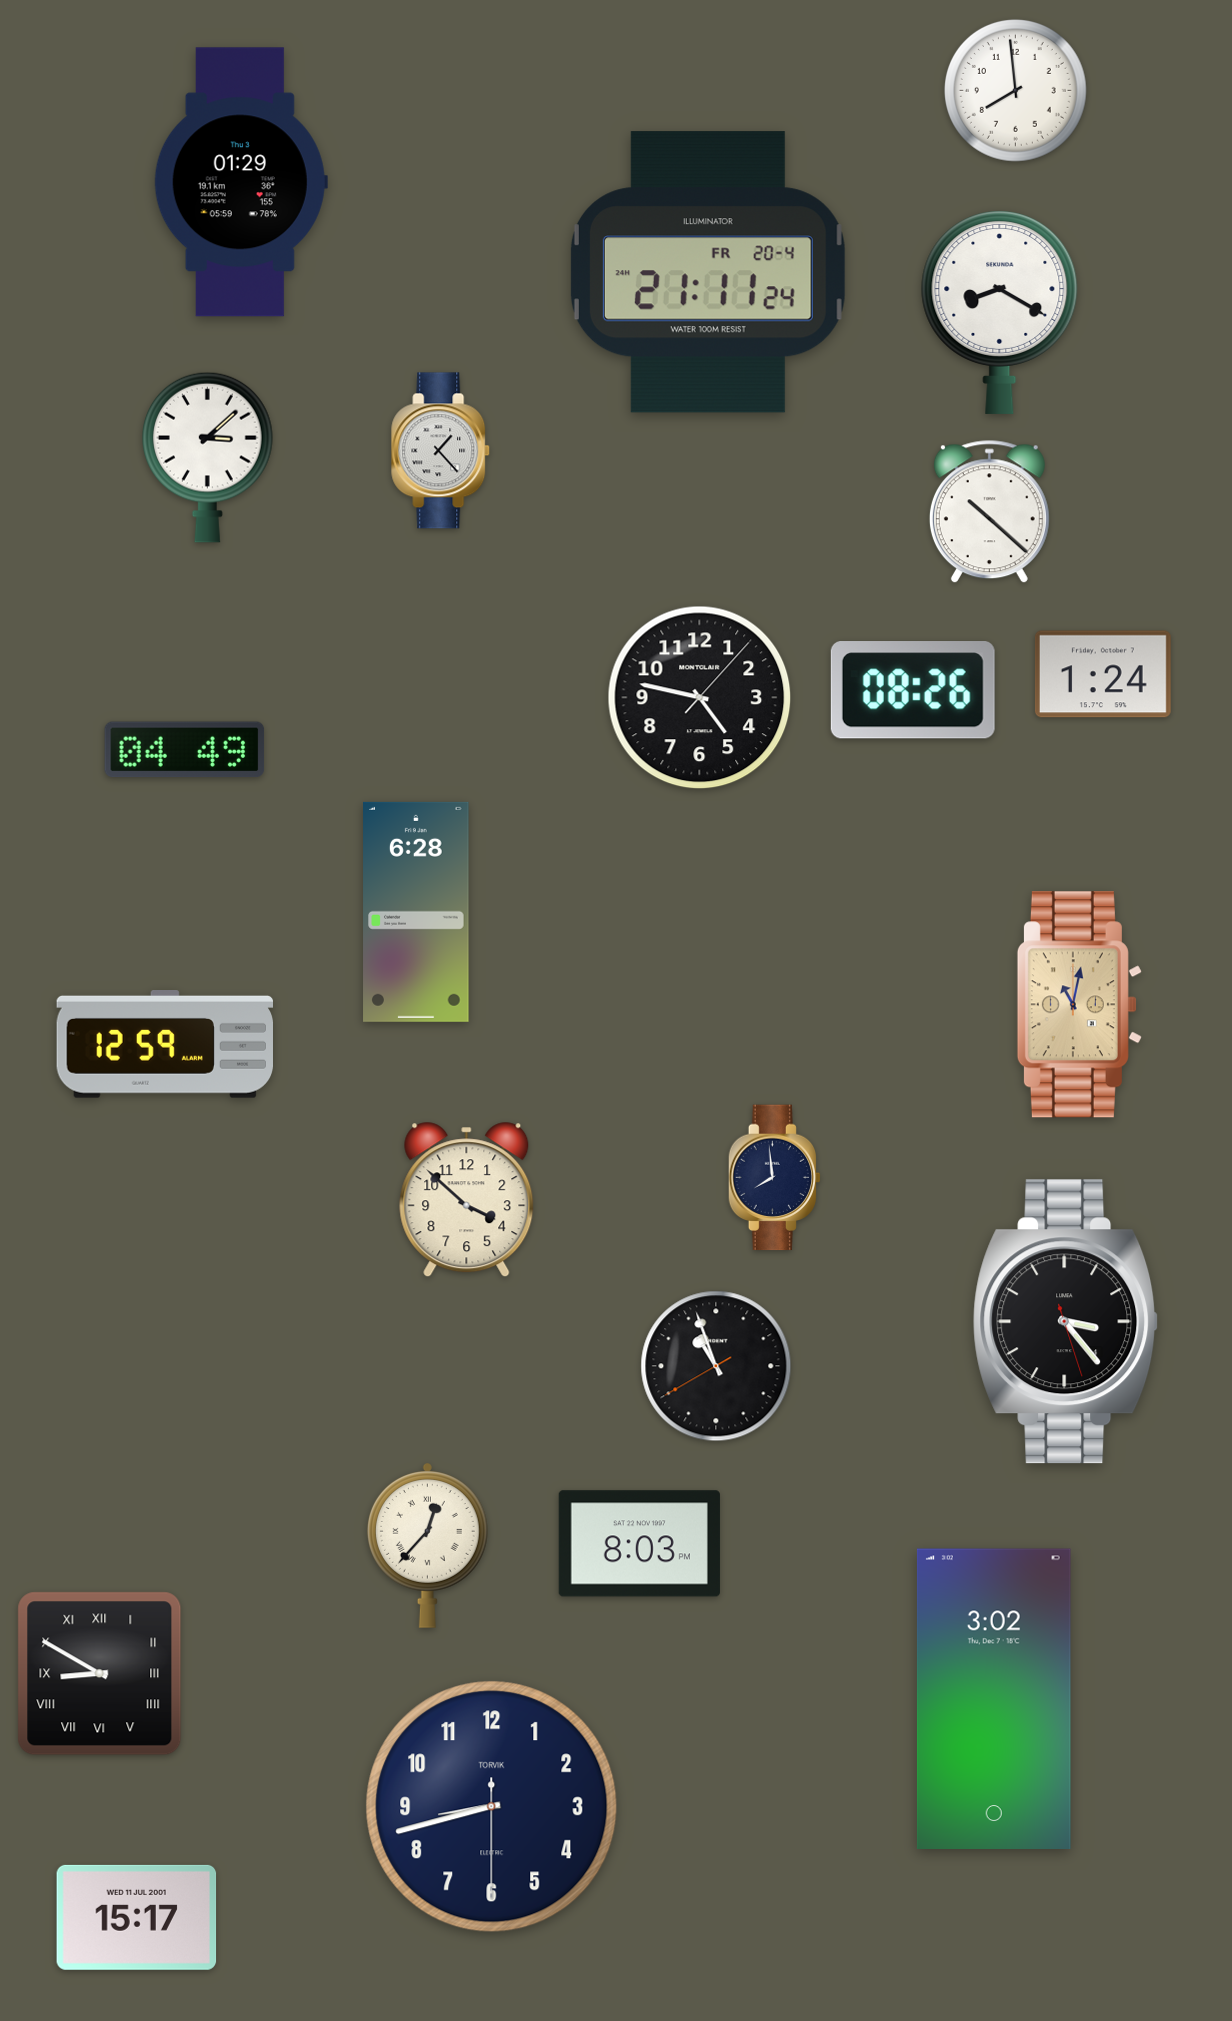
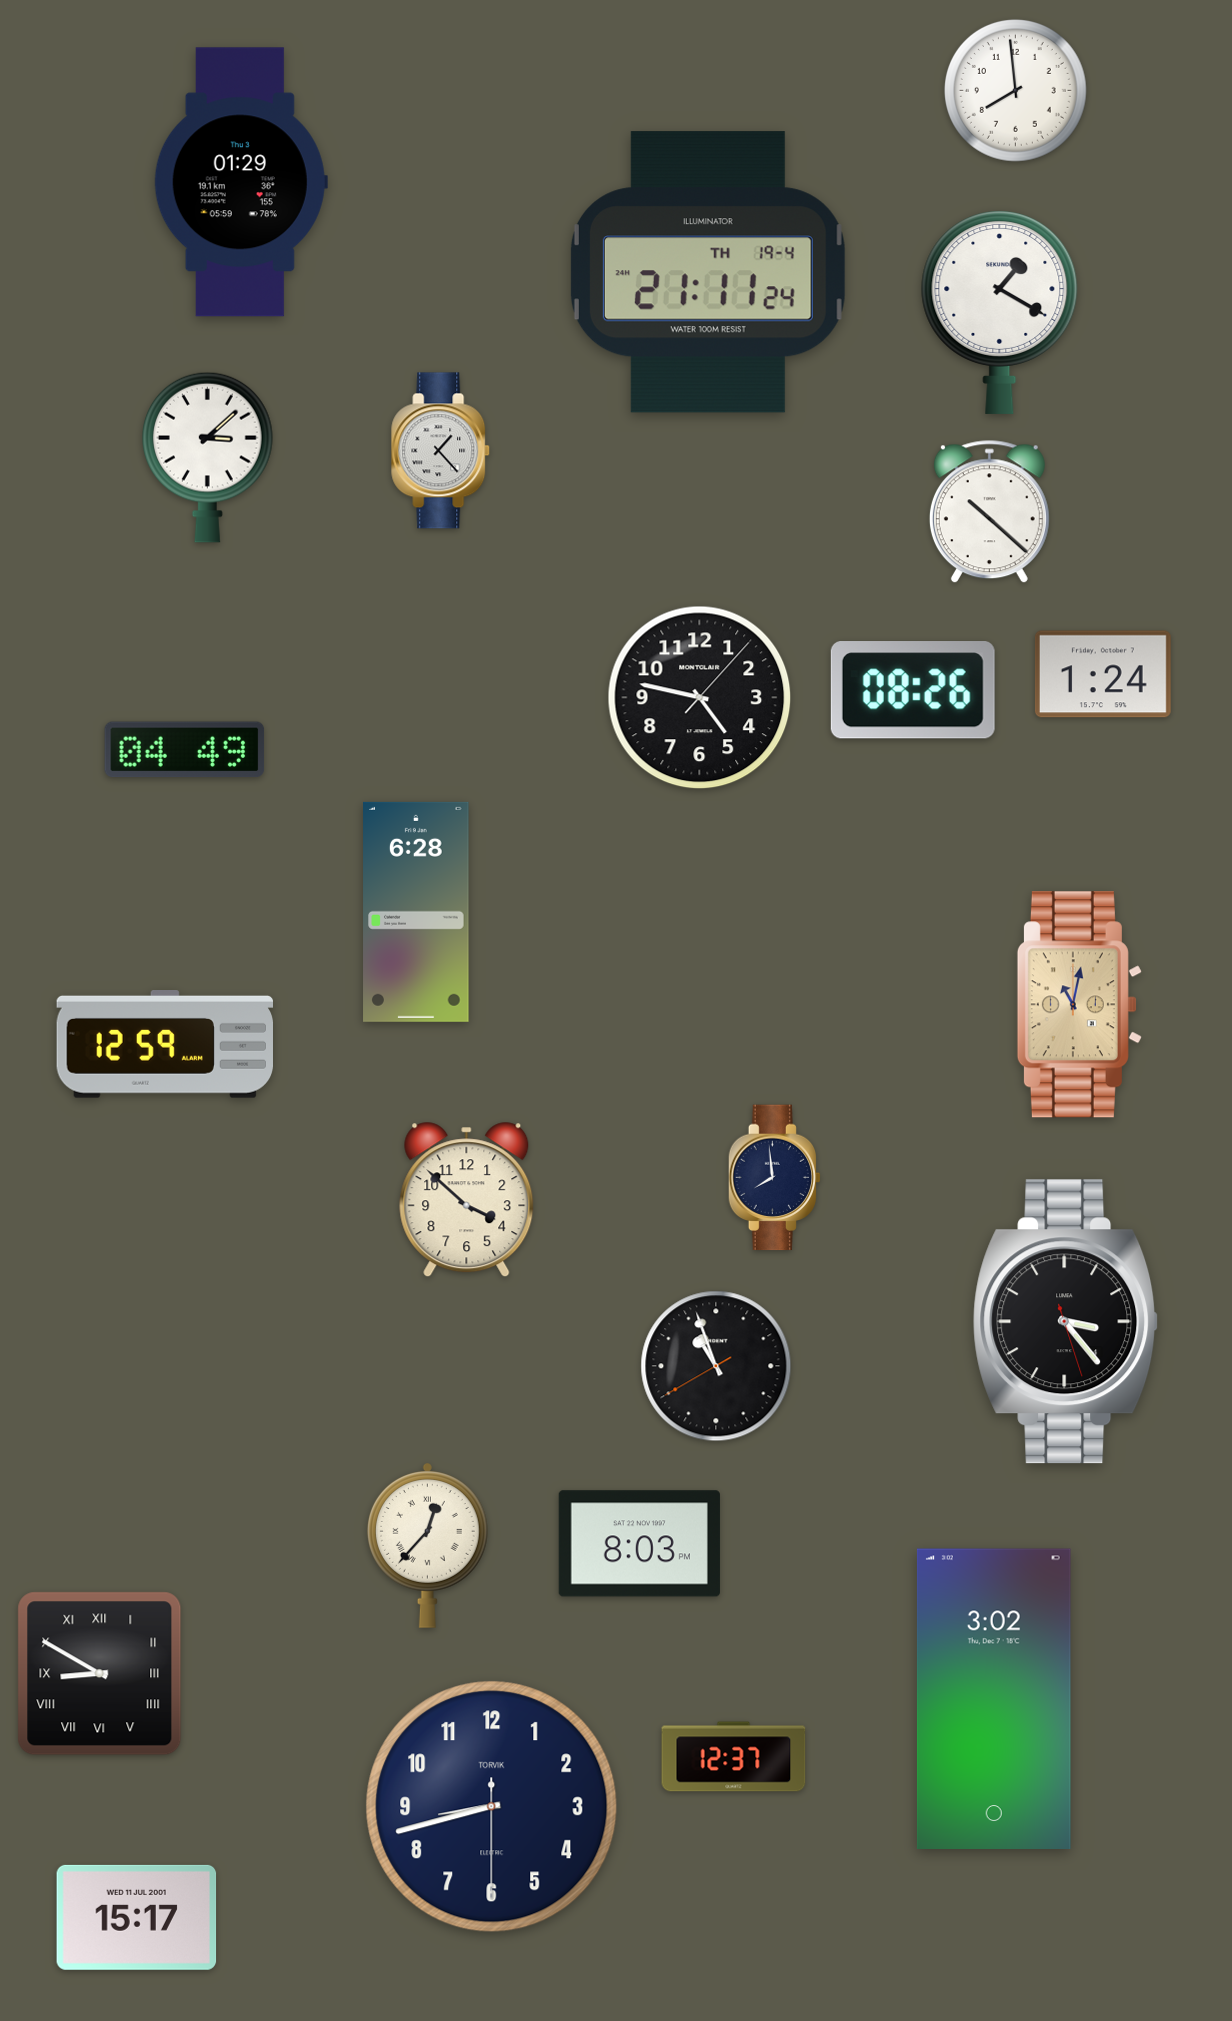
clock at (708, 272) date: FR 20-4 -> TH 19-4
clock at (1000, 313): 8:20 -> 1:20
clock at (734, 1757): none -> 12:37
